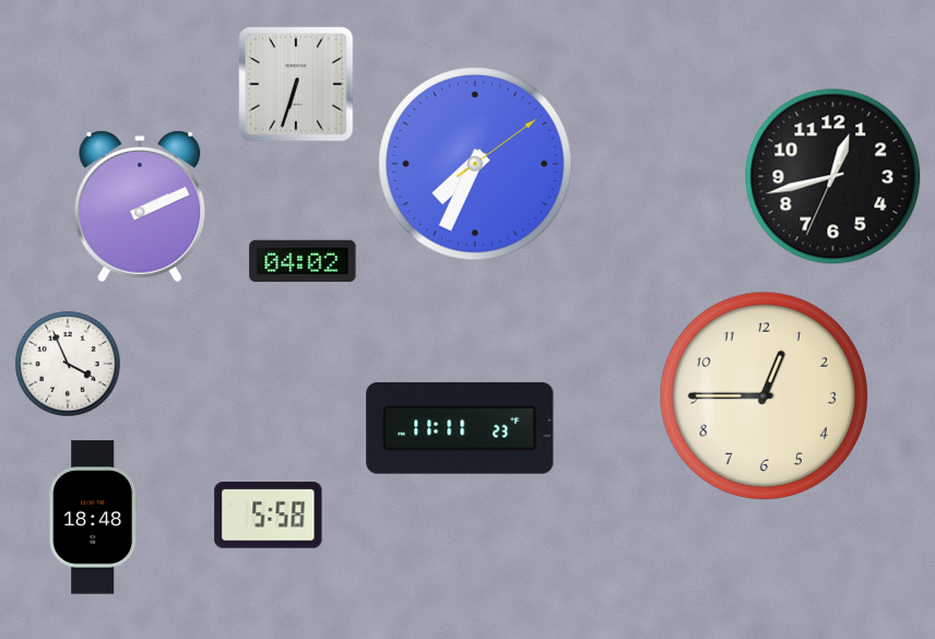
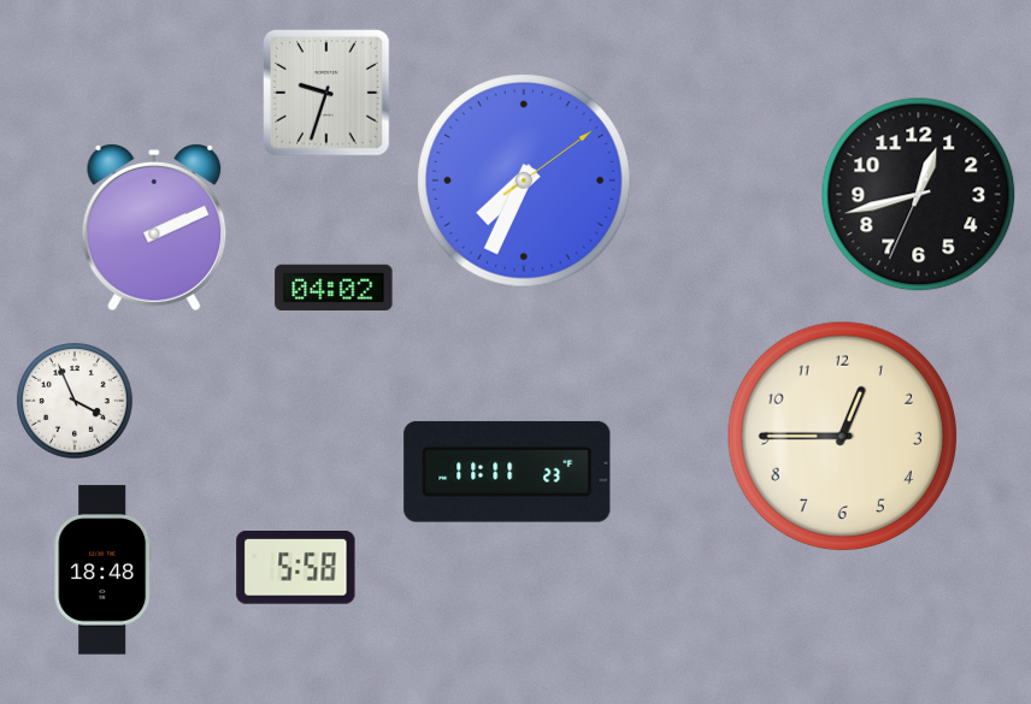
clock at (296, 84): 6:33 -> 9:33
